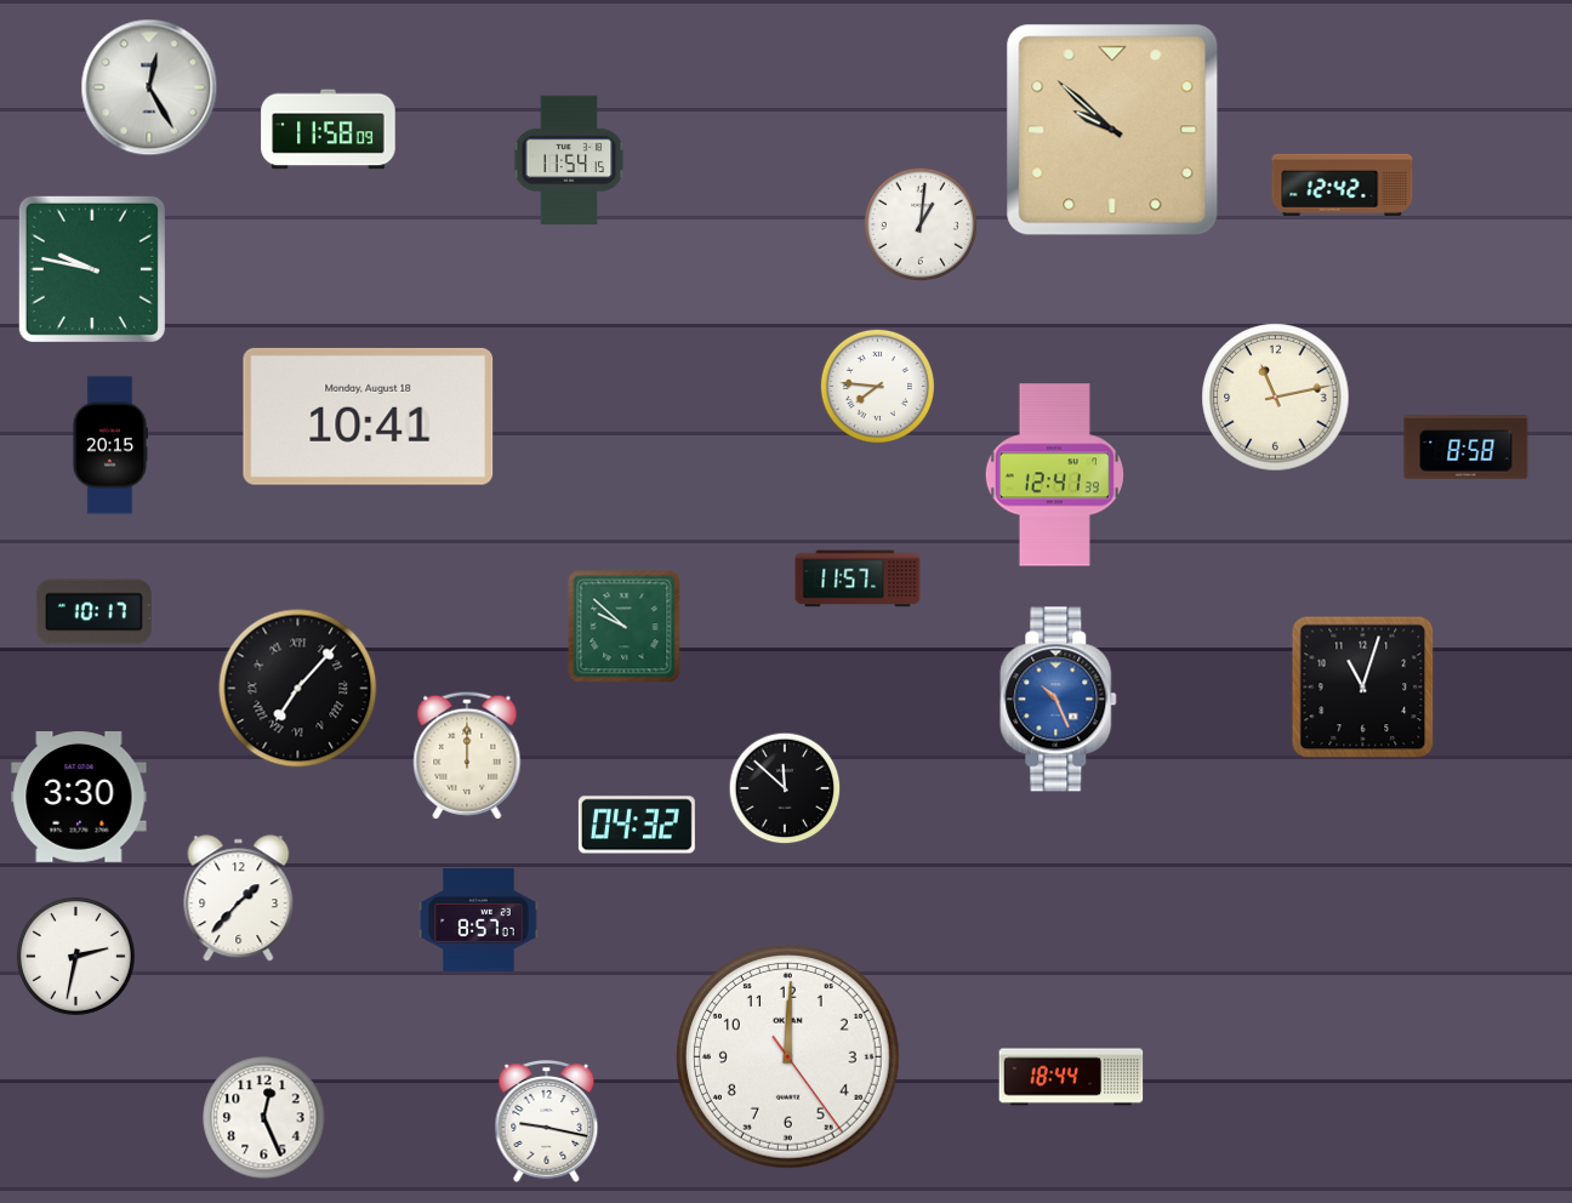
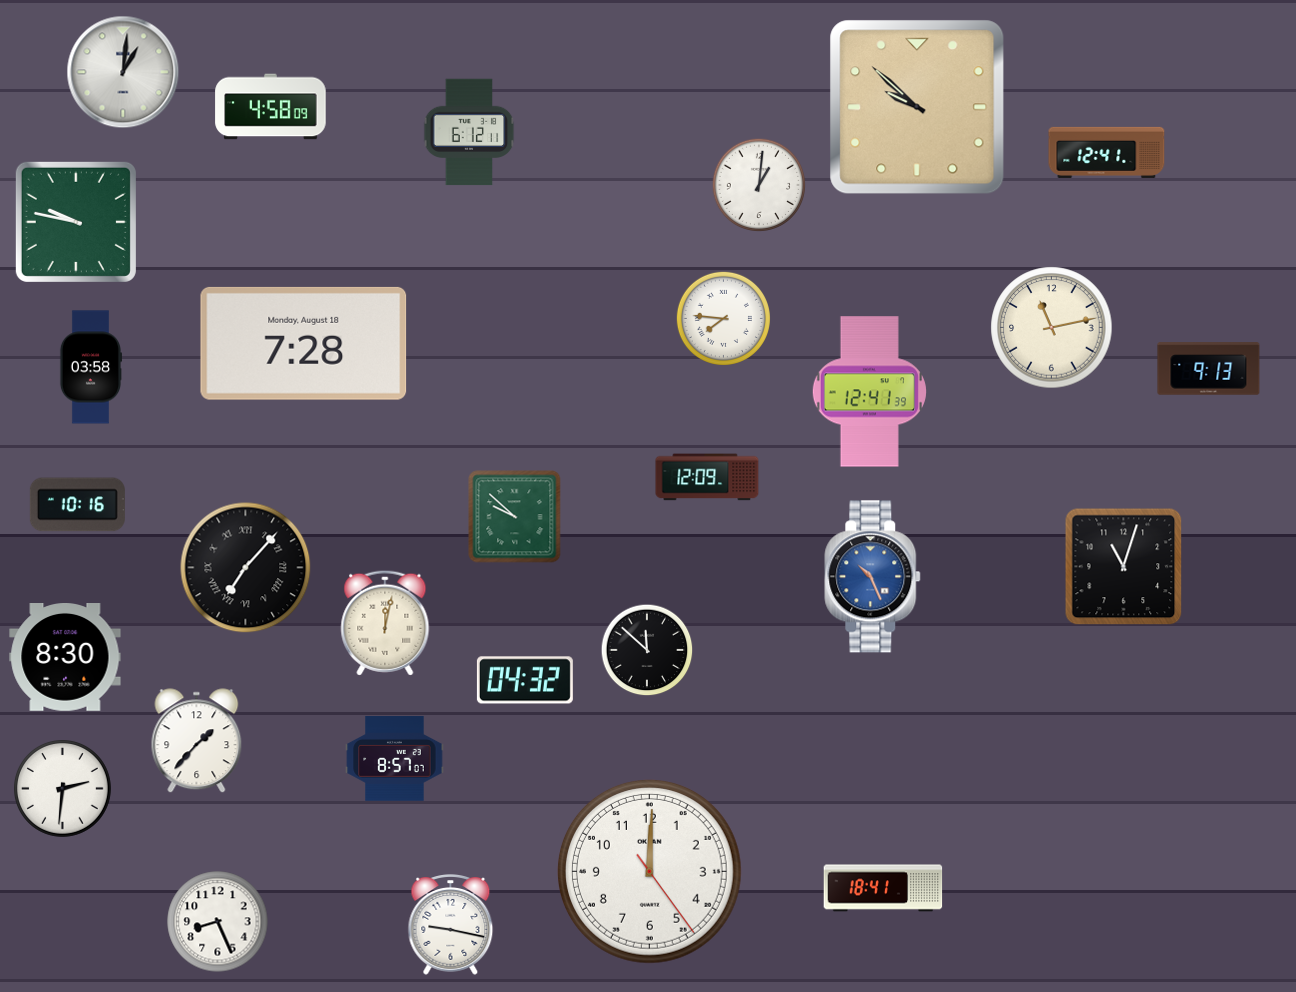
clock at (149, 87): 12:25 -> 1:01
clock at (329, 130): 11:58 -> 4:58
clock at (569, 160): 11:54 -> 6:12
clock at (1343, 184): 12:42 -> 12:41
clock at (369, 416): 10:41 -> 7:28
clock at (109, 445): 20:15 -> 03:58
clock at (1466, 447): 8:58 -> 9:13
clock at (858, 578): 11:57 -> 12:09
clock at (93, 612): 10:17 -> 10:16
clock at (467, 756): 12:00 -> 12:02
clock at (79, 798): 3:30 -> 8:30
clock at (76, 957): 2:32 -> 2:31
clock at (1071, 1077): 18:44 -> 18:41
clock at (264, 1118): 12:26 -> 8:26
